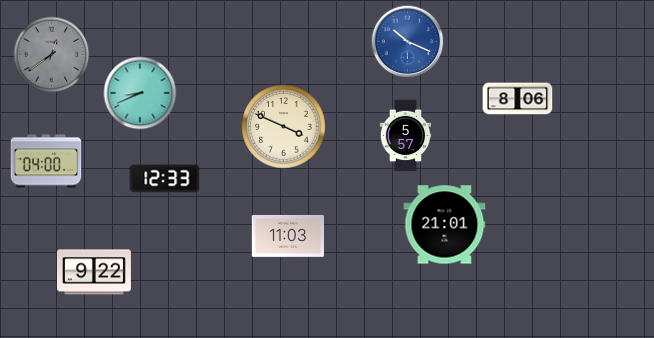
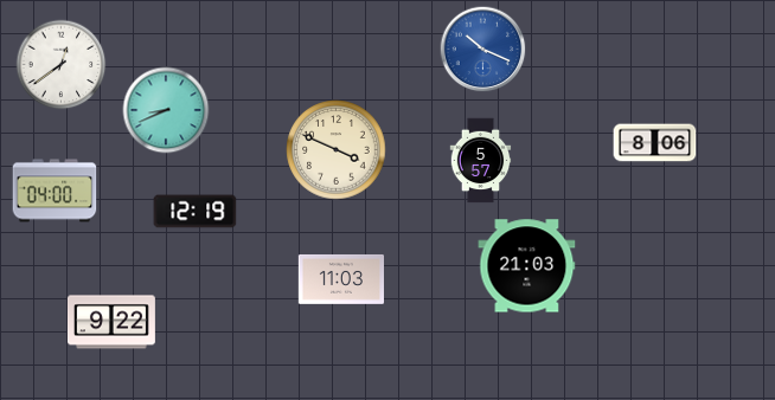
clock at (52, 55) dial: grey -> white
clock at (518, 99) position: (518, 99) -> (655, 143)
clock at (165, 179): 12:33 -> 12:19
clock at (445, 225): 21:01 -> 21:03
